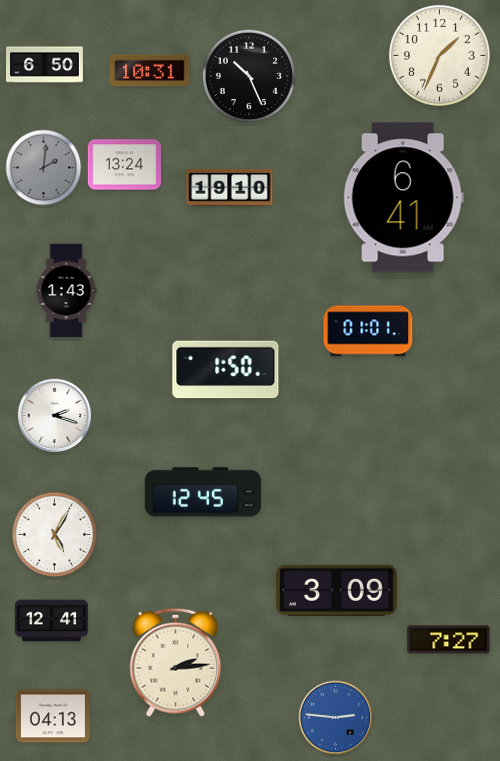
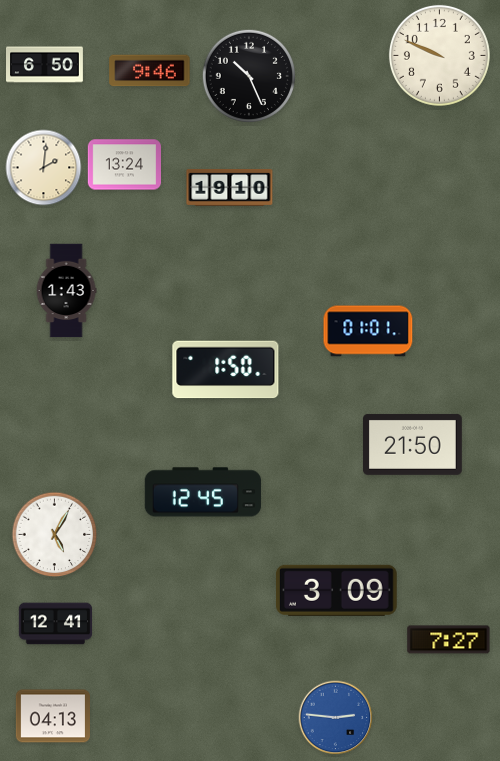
clock at (439, 55): 1:34 -> 9:49
clock at (150, 71): 10:31 -> 9:46
clock at (44, 168) dial: grey -> cream
clock at (403, 198): 6:41 -> none
clock at (55, 416): 2:18 -> none
clock at (413, 444): none -> 21:50
clock at (52, 621) position: (52, 621) -> (56, 624)
clock at (176, 662): 2:14 -> none
